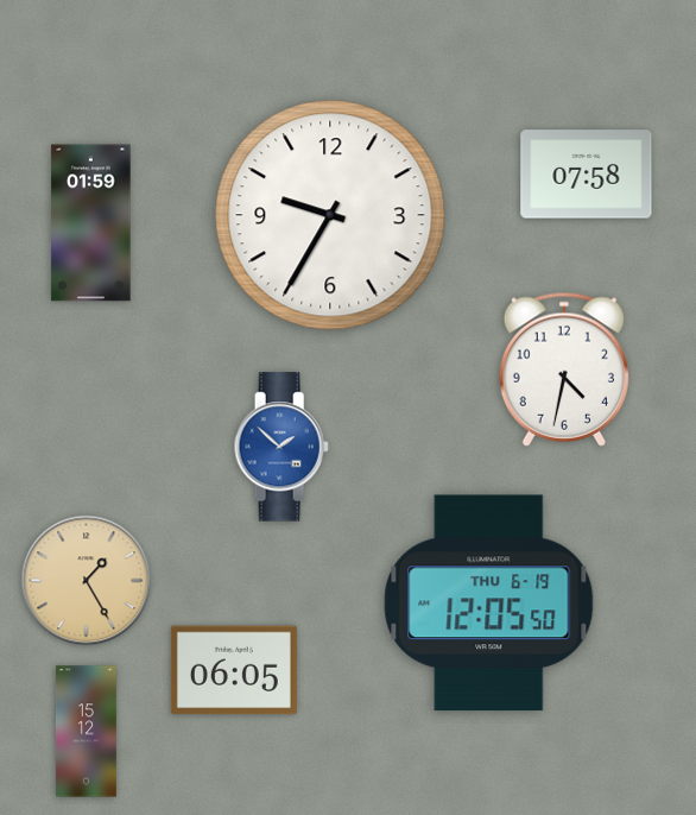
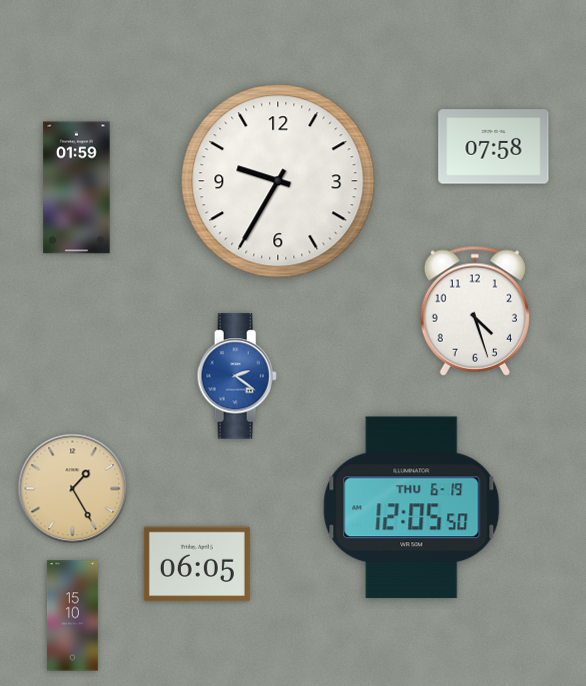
clock at (564, 369): 4:32 -> 4:27
clock at (281, 447): 1:52 -> 2:21
clock at (87, 732): 15:12 -> 15:10
